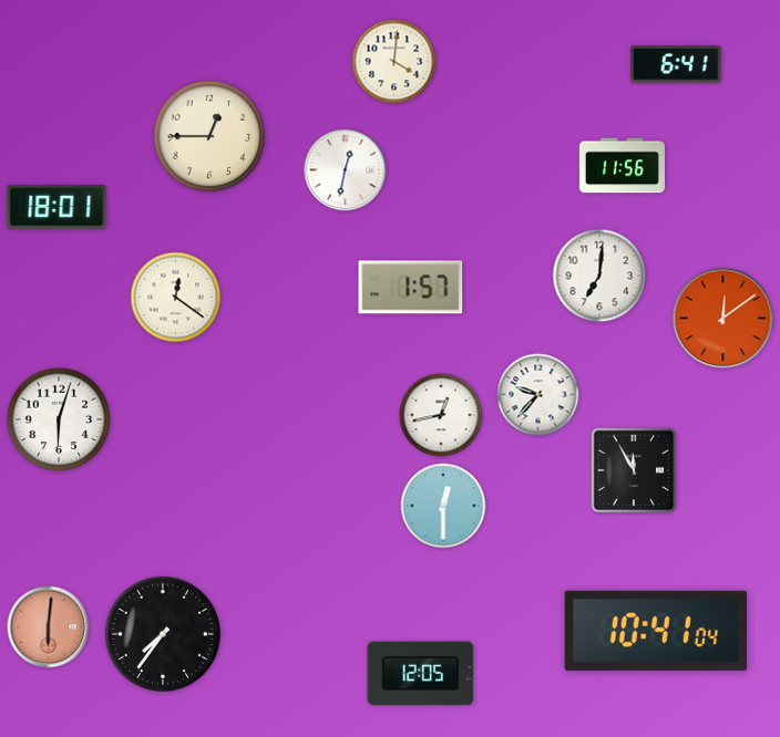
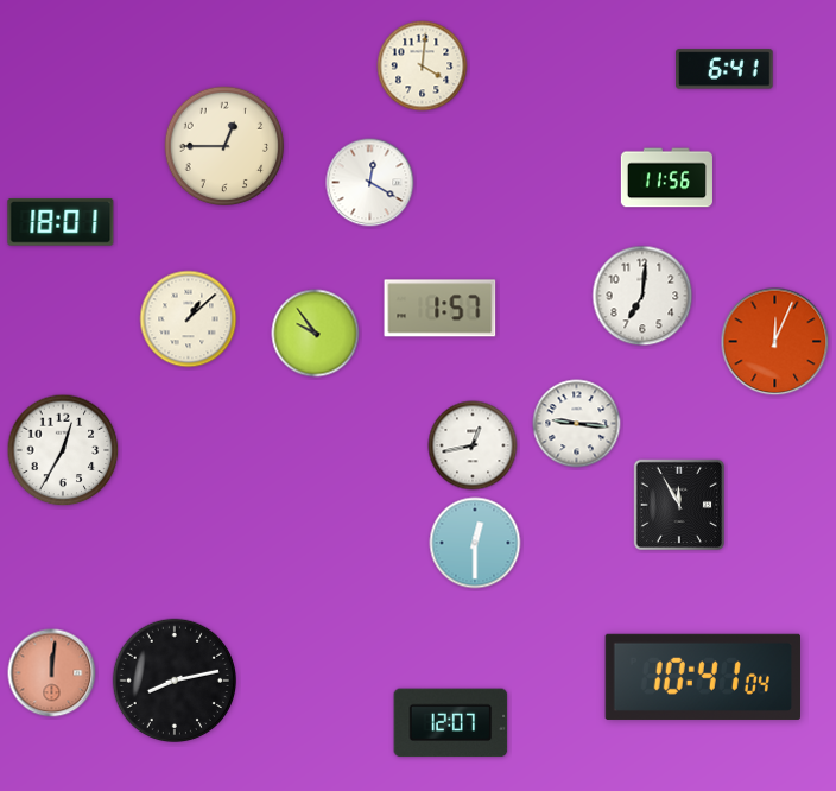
clock at (346, 170): 12:32 -> 12:20
clock at (176, 298): 12:21 -> 1:08
clock at (316, 334): none -> 9:54
clock at (723, 319): 12:09 -> 12:04
clock at (538, 395): 9:37 -> 9:16
clock at (59, 419): 6:03 -> 12:35
clock at (49, 627): 6:01 -> 12:01
clock at (162, 633): 7:36 -> 8:13
clock at (421, 674): 12:05 -> 12:07
